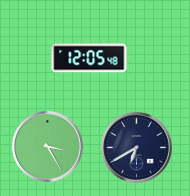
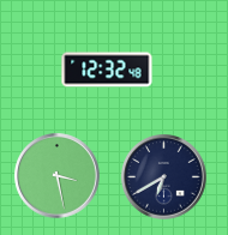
clock at (89, 58): 12:05 -> 12:32
clock at (48, 147): 3:25 -> 3:28
